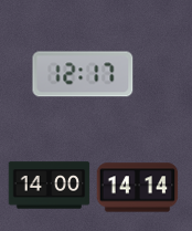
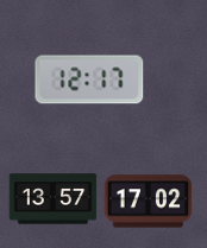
clock at (50, 186): 14:00 -> 13:57
clock at (138, 188): 14:14 -> 17:02
